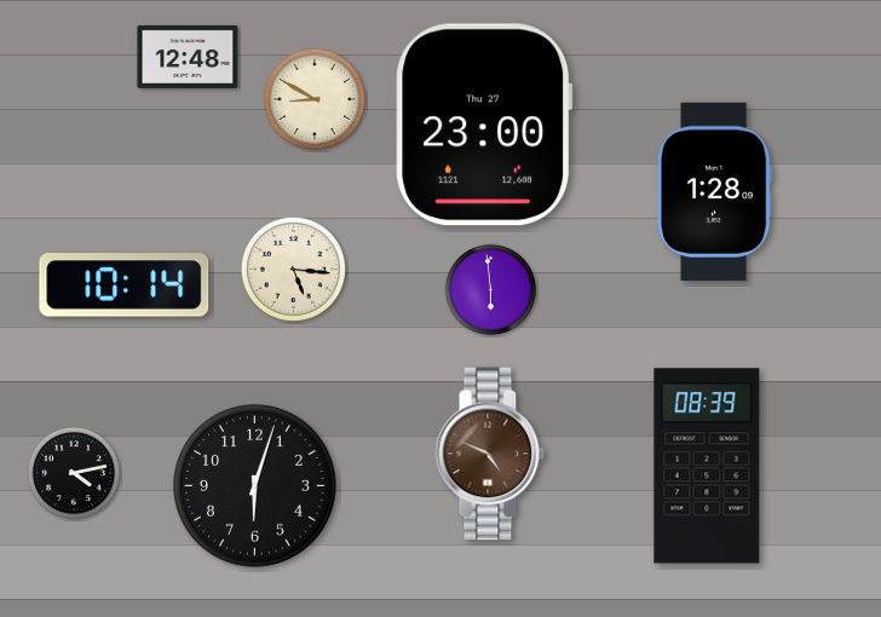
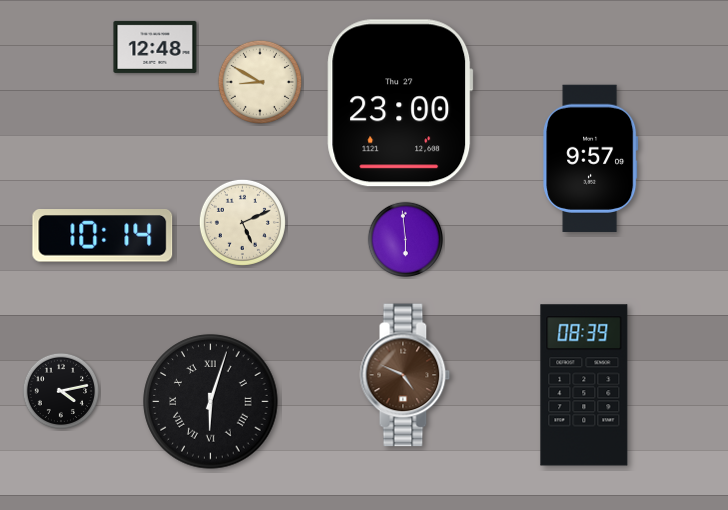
clock at (715, 191): 1:28 -> 9:57
clock at (293, 269): 5:16 -> 5:11
clock at (255, 486) numerals: Arabic -> Roman
